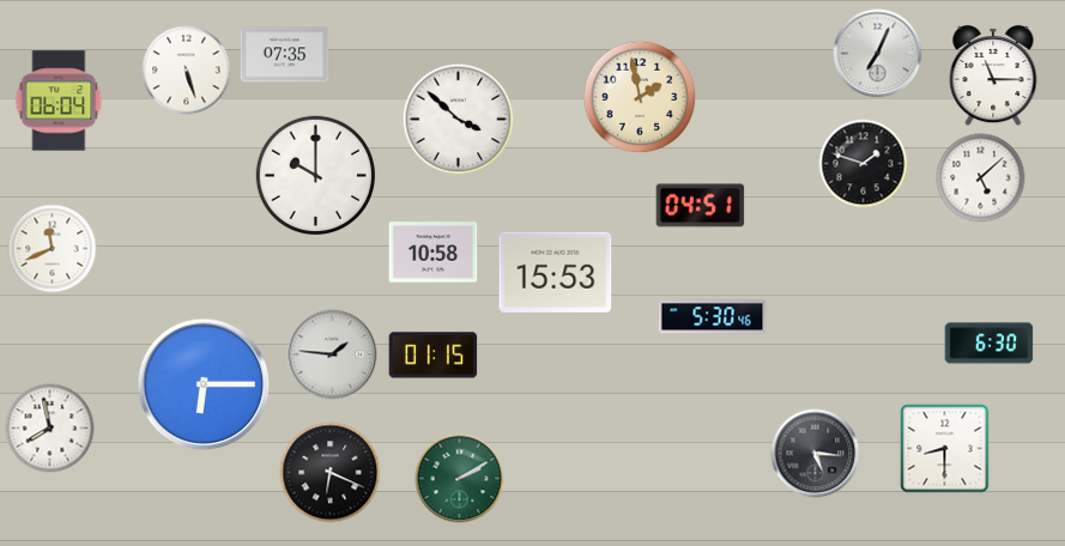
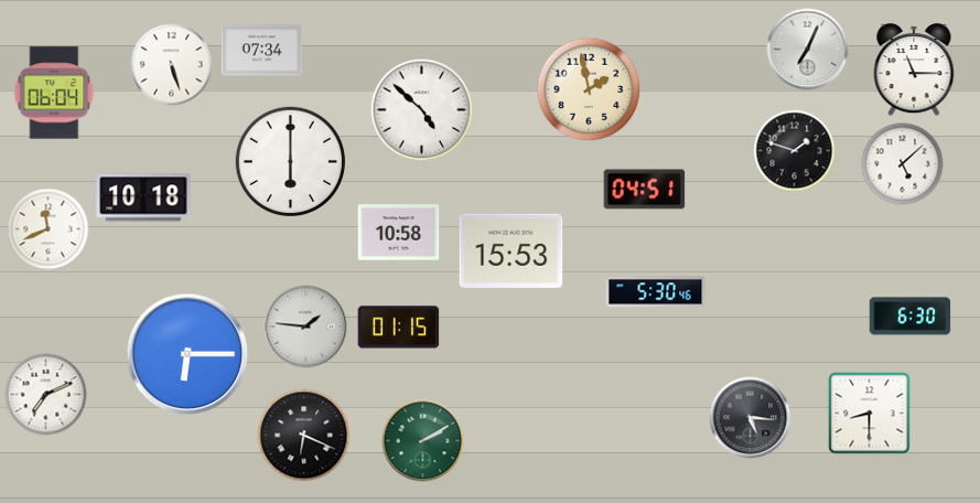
clock at (285, 55): 07:35 -> 07:34
clock at (459, 120): 3:52 -> 4:52
clock at (316, 176): 10:00 -> 6:00
clock at (143, 197): none -> 10:18
clock at (50, 429): 7:58 -> 7:11
